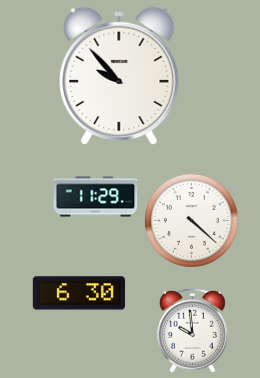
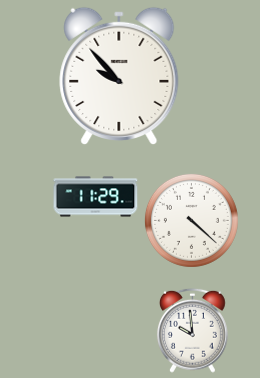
clock at (78, 293): 6:30 -> none
